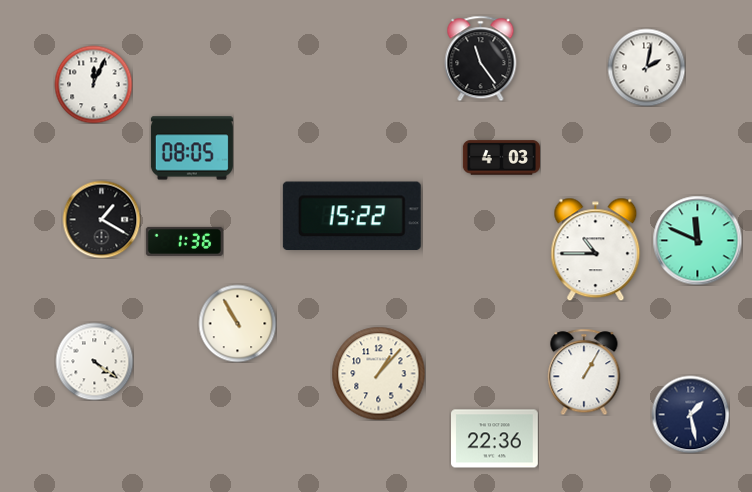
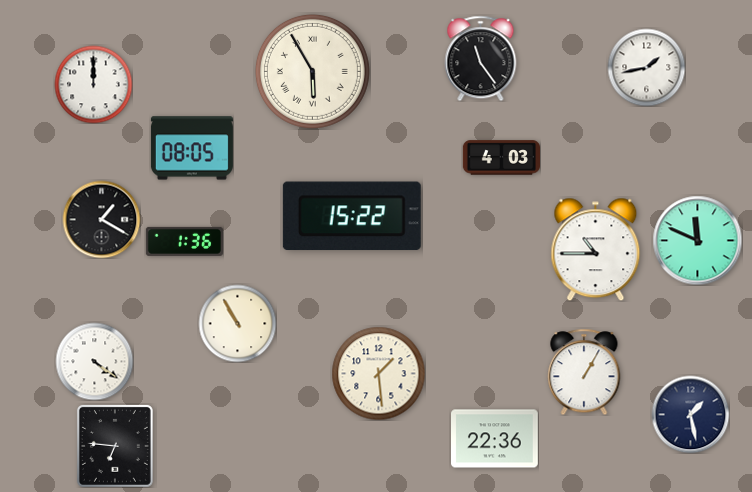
clock at (646, 67): 2:02 -> 1:43
clock at (312, 71): none -> 5:55
clock at (93, 84): 12:04 -> 12:00
clock at (378, 373): 1:07 -> 1:29
clock at (115, 446): none -> 6:46
